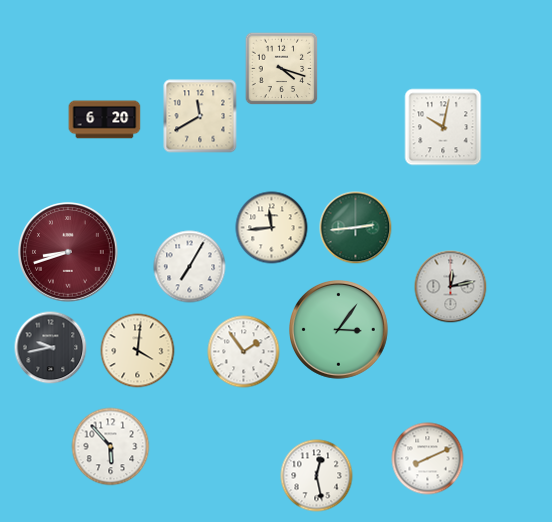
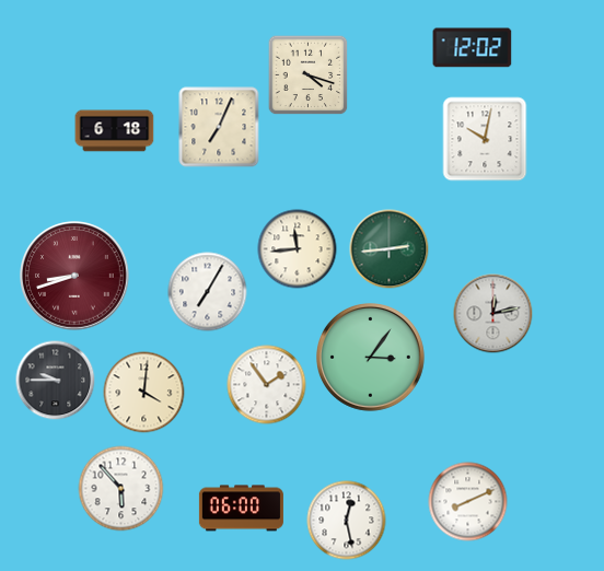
clock at (473, 48): none -> 12:02
clock at (200, 116): 11:40 -> 7:04
clock at (105, 120): 6:20 -> 6:18
clock at (339, 330) position: (339, 330) -> (371, 358)
clock at (51, 348): 9:43 -> 9:45
clock at (138, 351) position: (138, 351) -> (144, 393)
clock at (241, 509): none -> 06:00
